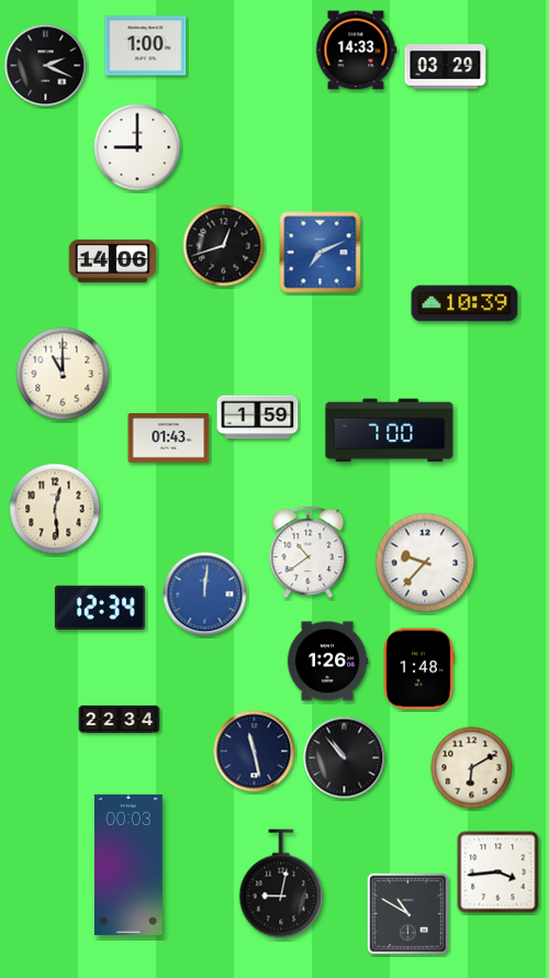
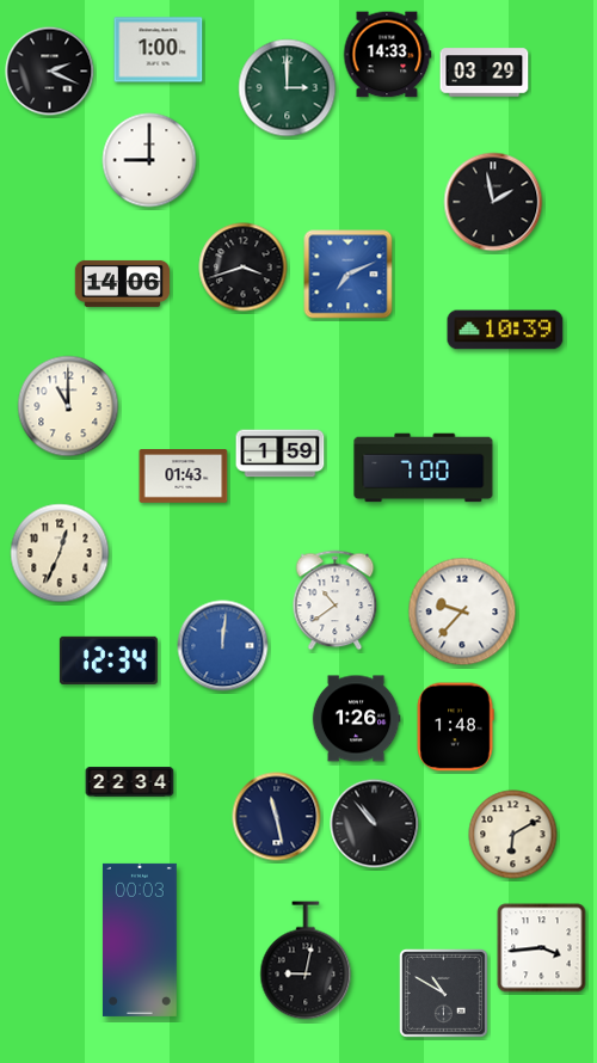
clock at (288, 88): none -> 3:00
clock at (493, 202): none -> 1:58
clock at (224, 246): 12:42 -> 3:42
clock at (55, 509): 12:29 -> 12:34
